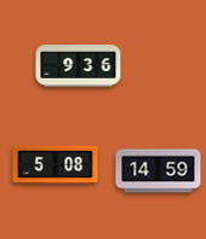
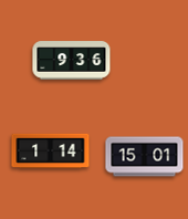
clock at (56, 165): 5:08 -> 1:14
clock at (159, 171): 14:59 -> 15:01
